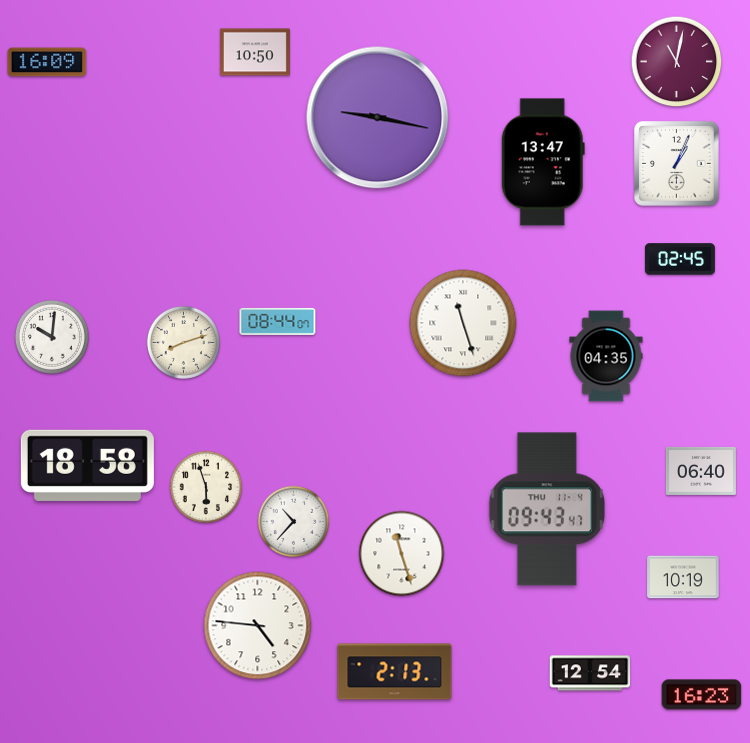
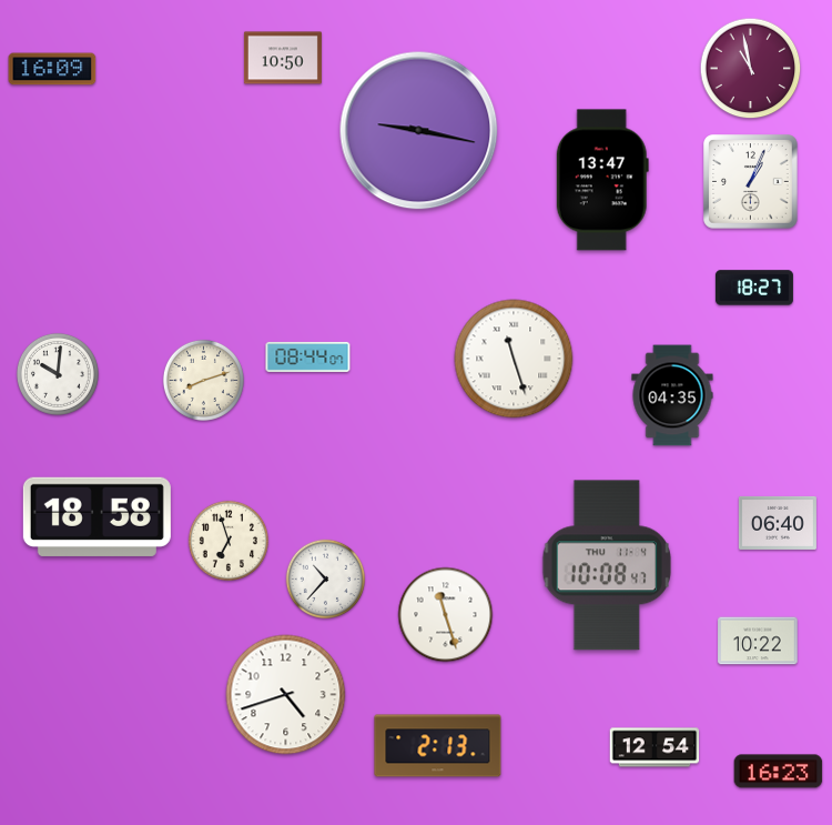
clock at (677, 62): 11:02 -> 10:58
clock at (680, 259): 02:45 -> 18:27
clock at (205, 486): 5:57 -> 6:57
clock at (546, 509): 09:43 -> 10:08
clock at (683, 577): 10:19 -> 10:22
clock at (258, 626): 4:46 -> 4:42
